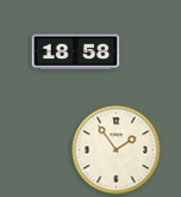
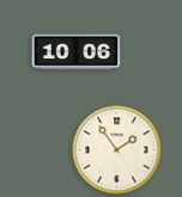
clock at (76, 53): 18:58 -> 10:06
